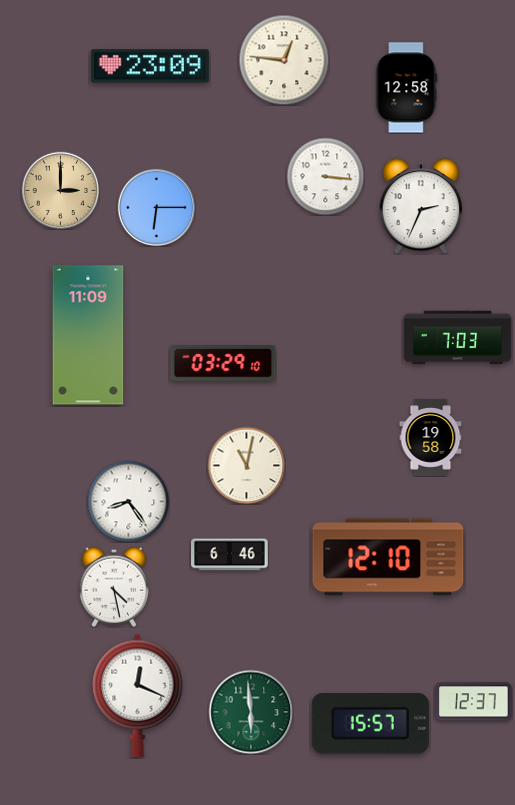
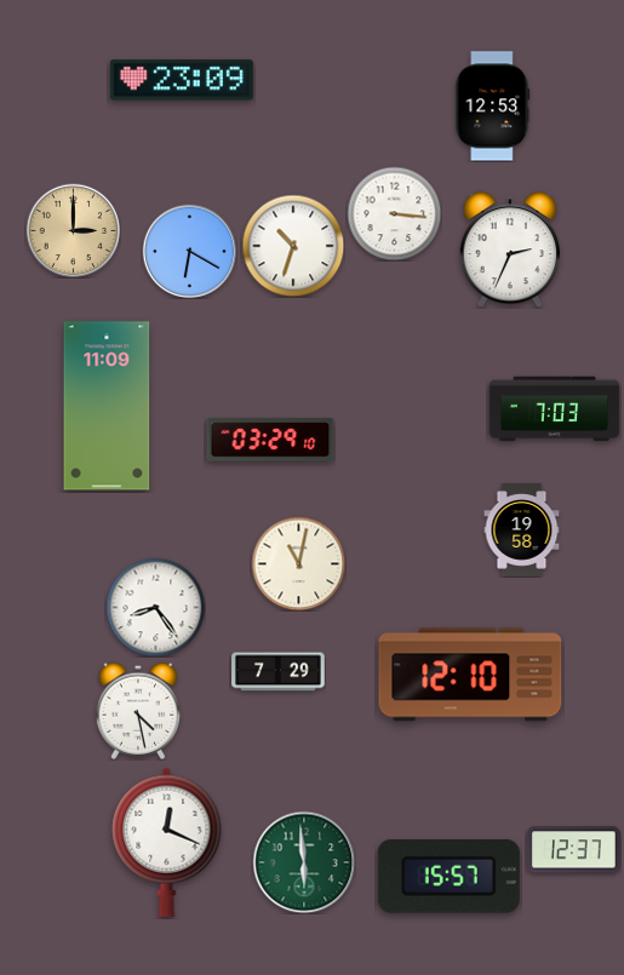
clock at (284, 60): 12:46 -> none
clock at (407, 88): 12:58 -> 12:53
clock at (293, 246): none -> 10:33
clock at (156, 207): 6:15 -> 6:20
clock at (230, 555): 6:46 -> 7:29
